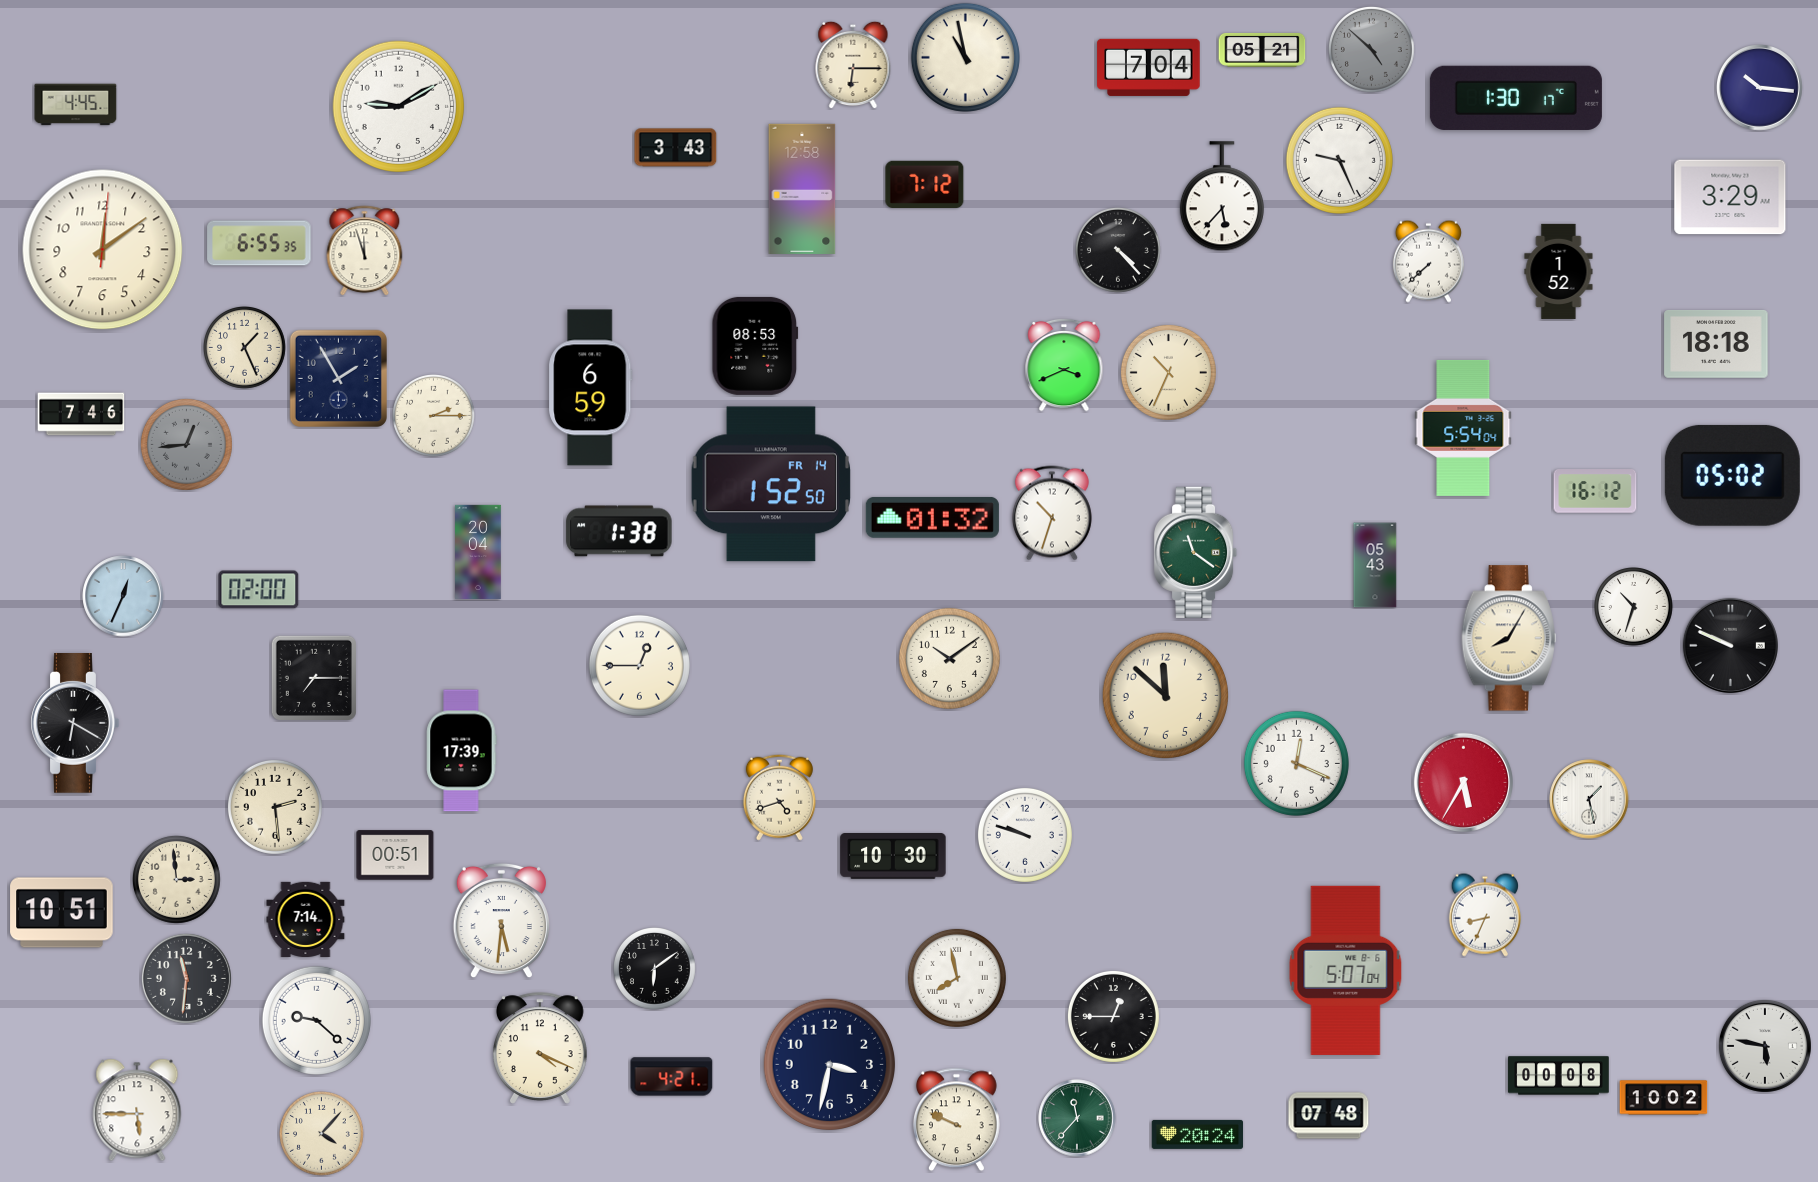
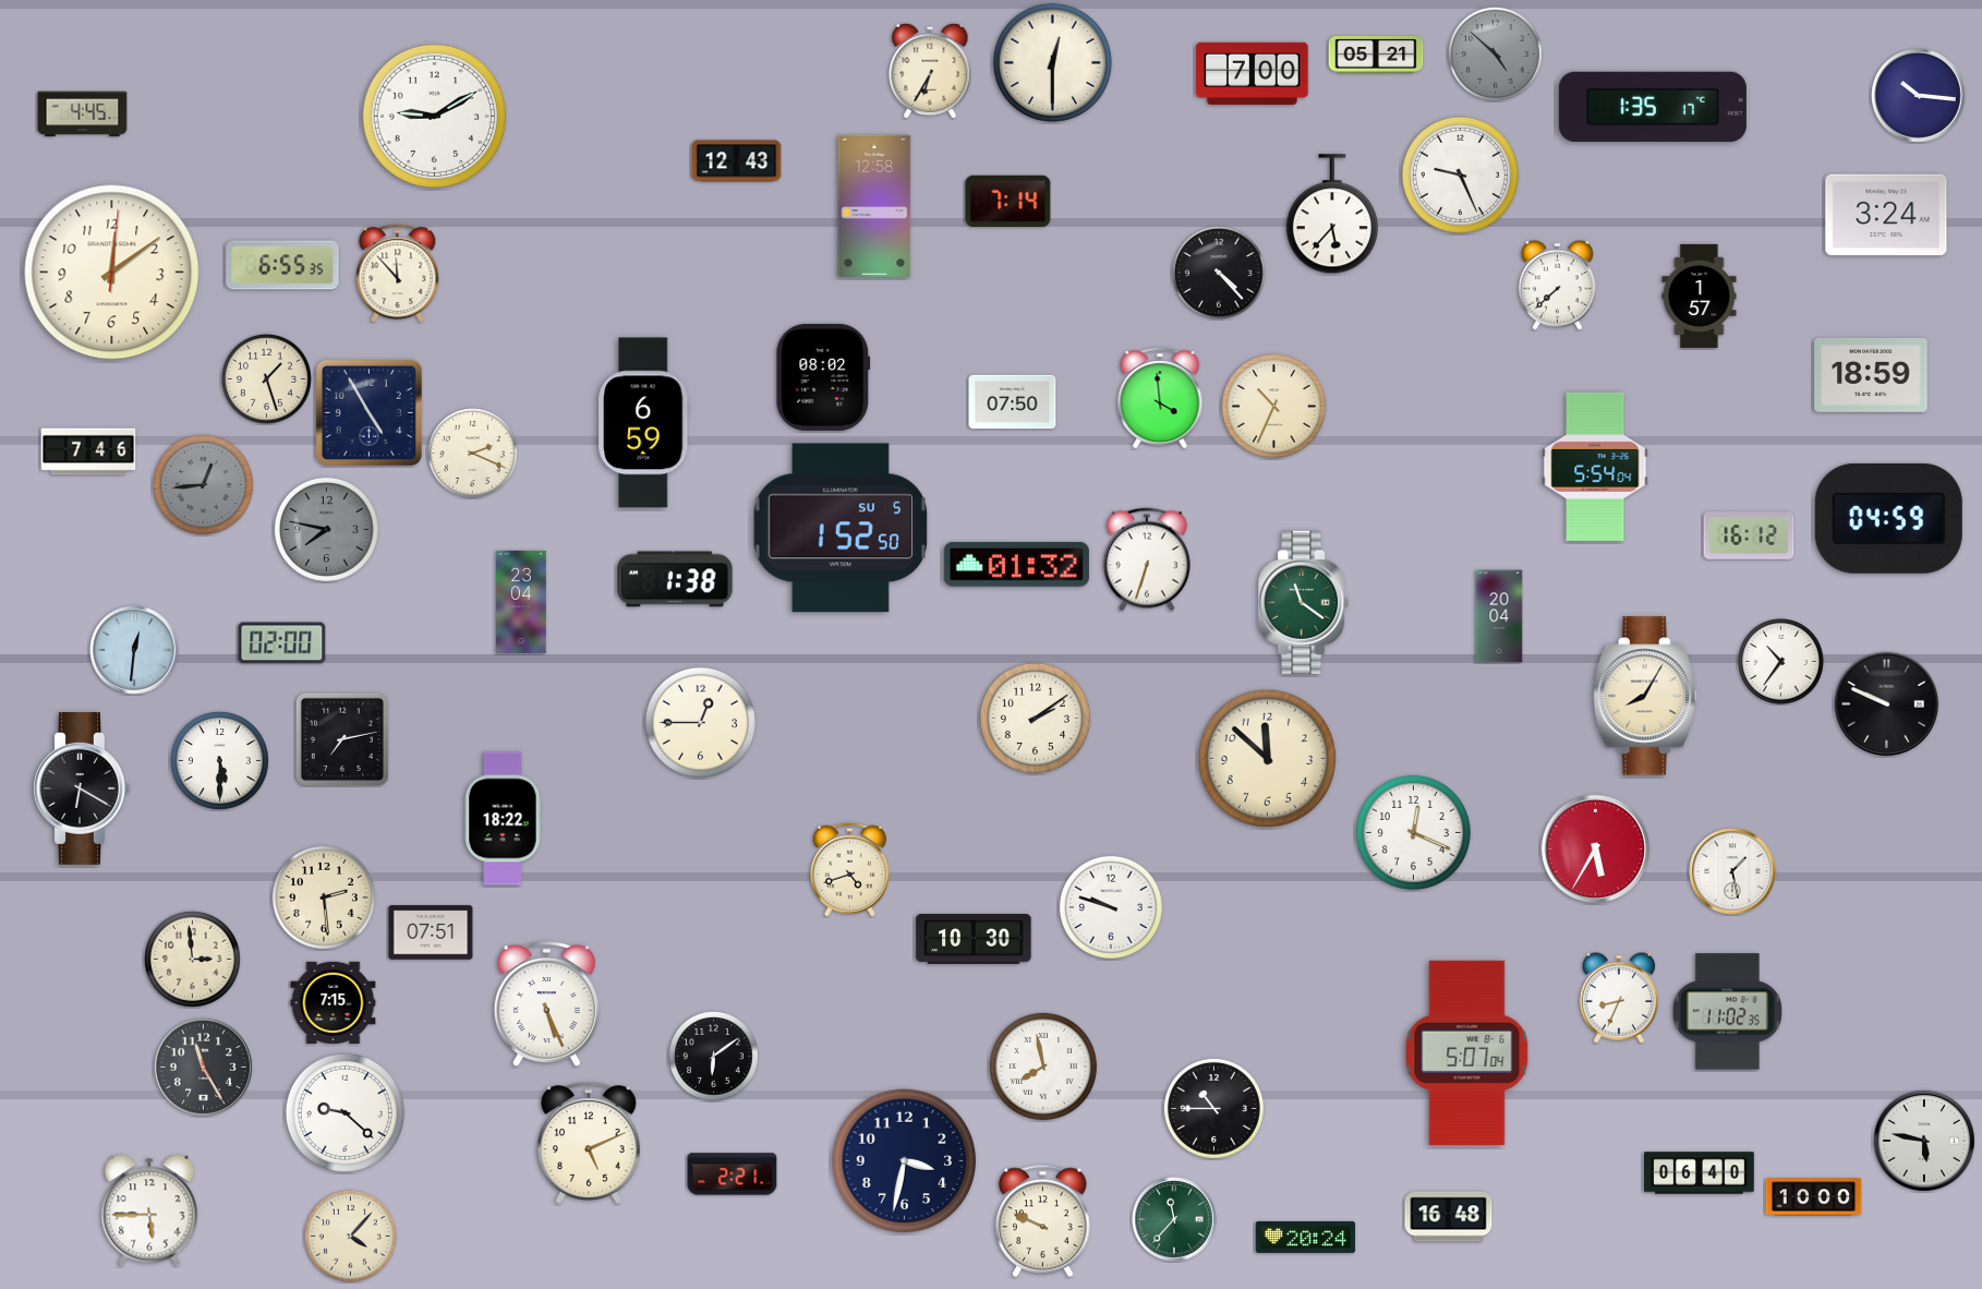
clock at (965, 57): 10:58 -> 12:30
clock at (853, 65): 6:15 -> 6:35
clock at (1149, 67): 7:04 -> 7:00
clock at (1516, 97): 1:30 -> 1:35
clock at (676, 148): 3:43 -> 12:43
clock at (925, 184): 7:12 -> 7:14
clock at (1730, 197): 3:29 -> 3:24
clock at (365, 251): 11:57 -> 11:53
clock at (1559, 271): 1:52 -> 1:57
clock at (1716, 345): 18:18 -> 18:59
clock at (755, 346): 08:53 -> 08:02
clock at (245, 348): 1:26 -> 1:27
clock at (1064, 365): 3:41 -> 3:59
clock at (1013, 402): none -> 07:50
clock at (338, 378): 1:55 -> 4:55
clock at (434, 416): 2:15 -> 2:19
clock at (1732, 475): 05:02 -> 04:59
clock at (771, 484) date: FR 14 -> SU 5
clock at (326, 529): none -> 7:47
clock at (1595, 491) position: (1595, 491) -> (1749, 535)
clock at (1052, 513): 10:33 -> 6:33
clock at (478, 552): 20:04 -> 23:04
clock at (1375, 565): 05:43 -> 20:04
clock at (123, 596): 12:34 -> 12:31
clock at (1634, 607): 10:33 -> 10:36
clock at (949, 658): 10:09 -> 2:09
clock at (639, 665) position: (639, 665) -> (700, 722)
clock at (314, 678): 7:15 -> 7:13
clock at (1165, 695) position: (1165, 695) -> (1267, 758)
clock at (219, 760): none -> 5:30
clock at (462, 751): 17:39 -> 18:22
clock at (1463, 782) position: (1463, 782) -> (1595, 848)
clock at (275, 807) position: (275, 807) -> (324, 898)
clock at (1025, 835) position: (1025, 835) -> (1111, 907)
clock at (395, 855): 00:51 -> 07:51
clock at (893, 857) position: (893, 857) -> (974, 940)
clock at (62, 913): 10:51 -> none
clock at (306, 919): 7:14 -> 7:15
clock at (501, 921): 5:31 -> 5:26
clock at (1727, 1012): none -> 11:02
clock at (1346, 970) position: (1346, 970) -> (1467, 1052)
clock at (186, 978): 11:31 -> 11:25
clock at (1113, 1016): 12:45 -> 10:45
clock at (541, 1048): 4:19 -> 5:11
clock at (1559, 1076): 00:08 -> 06:40
clock at (672, 1077): 4:21 -> 2:21
clock at (1664, 1098): 10:02 -> 10:00
clock at (1329, 1116): 07:48 -> 16:48
